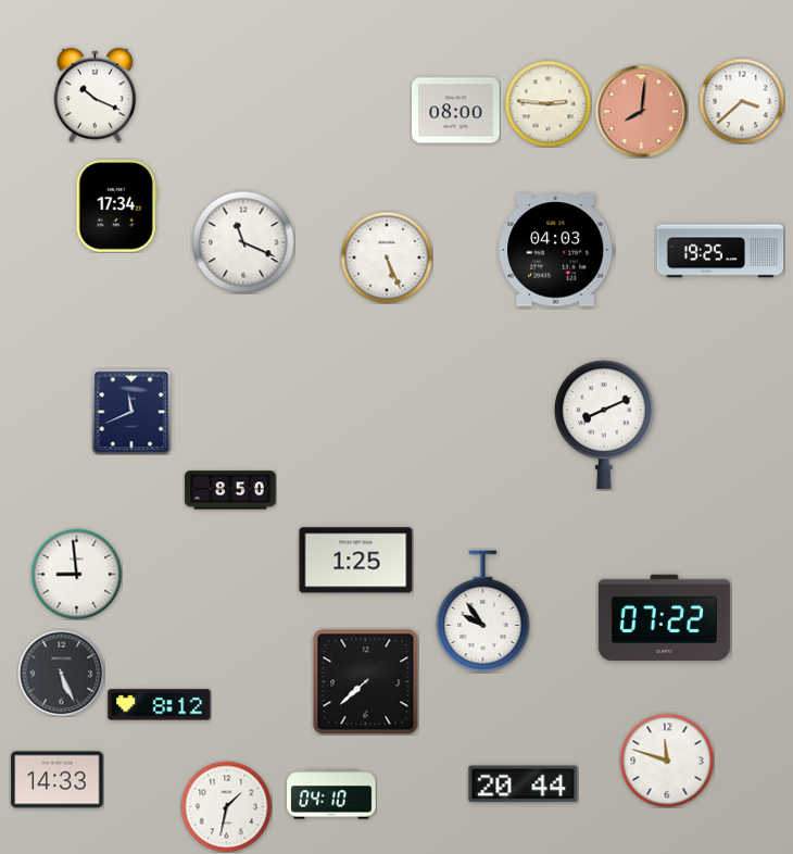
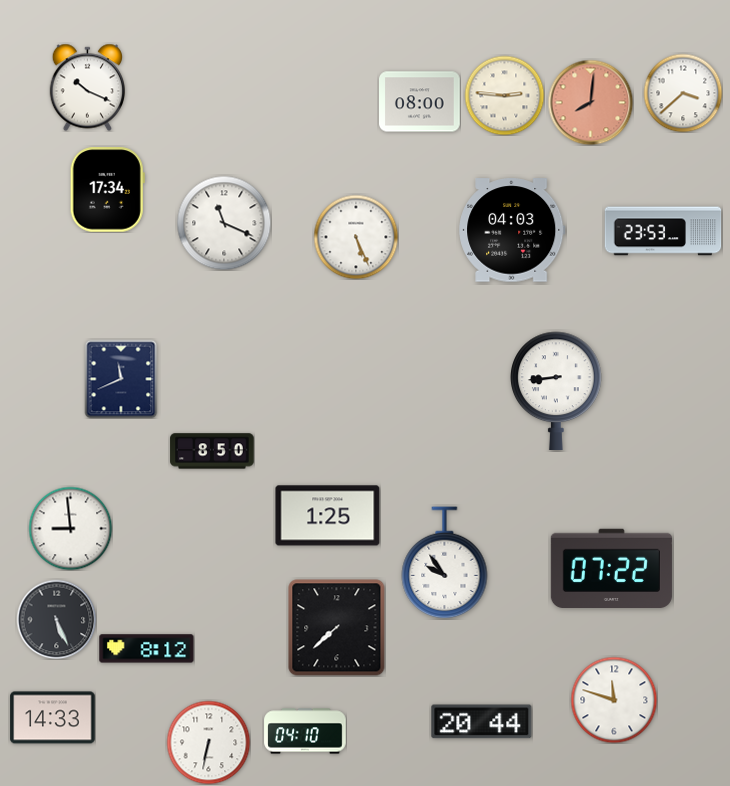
clock at (720, 251): 19:25 -> 23:53
clock at (605, 424): 8:11 -> 8:44
clock at (226, 806): 1:32 -> 6:32
